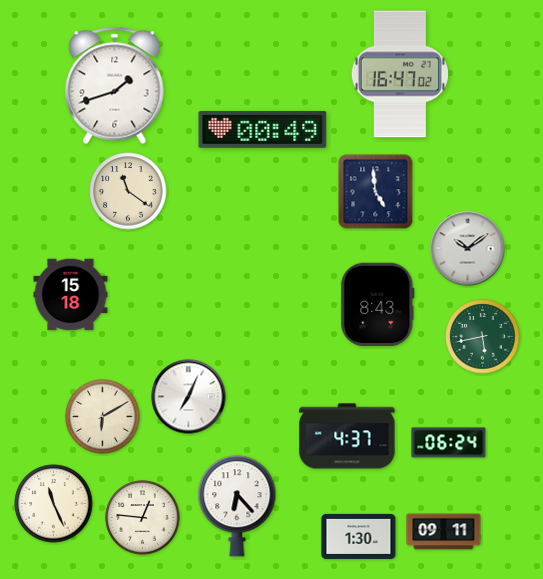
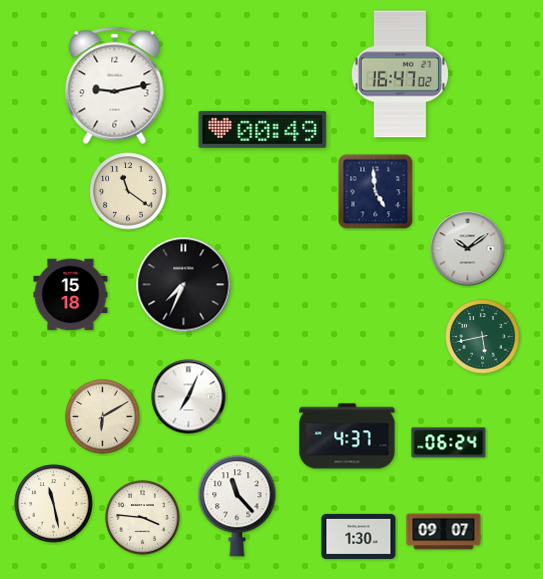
clock at (115, 85): 1:42 -> 9:13
clock at (184, 285): none -> 7:34
clock at (378, 305): 8:43 -> none
clock at (54, 504): 11:26 -> 11:28
clock at (237, 506): 6:23 -> 11:23
clock at (143, 518): 12:46 -> 3:46
clock at (444, 532): 09:11 -> 09:07
